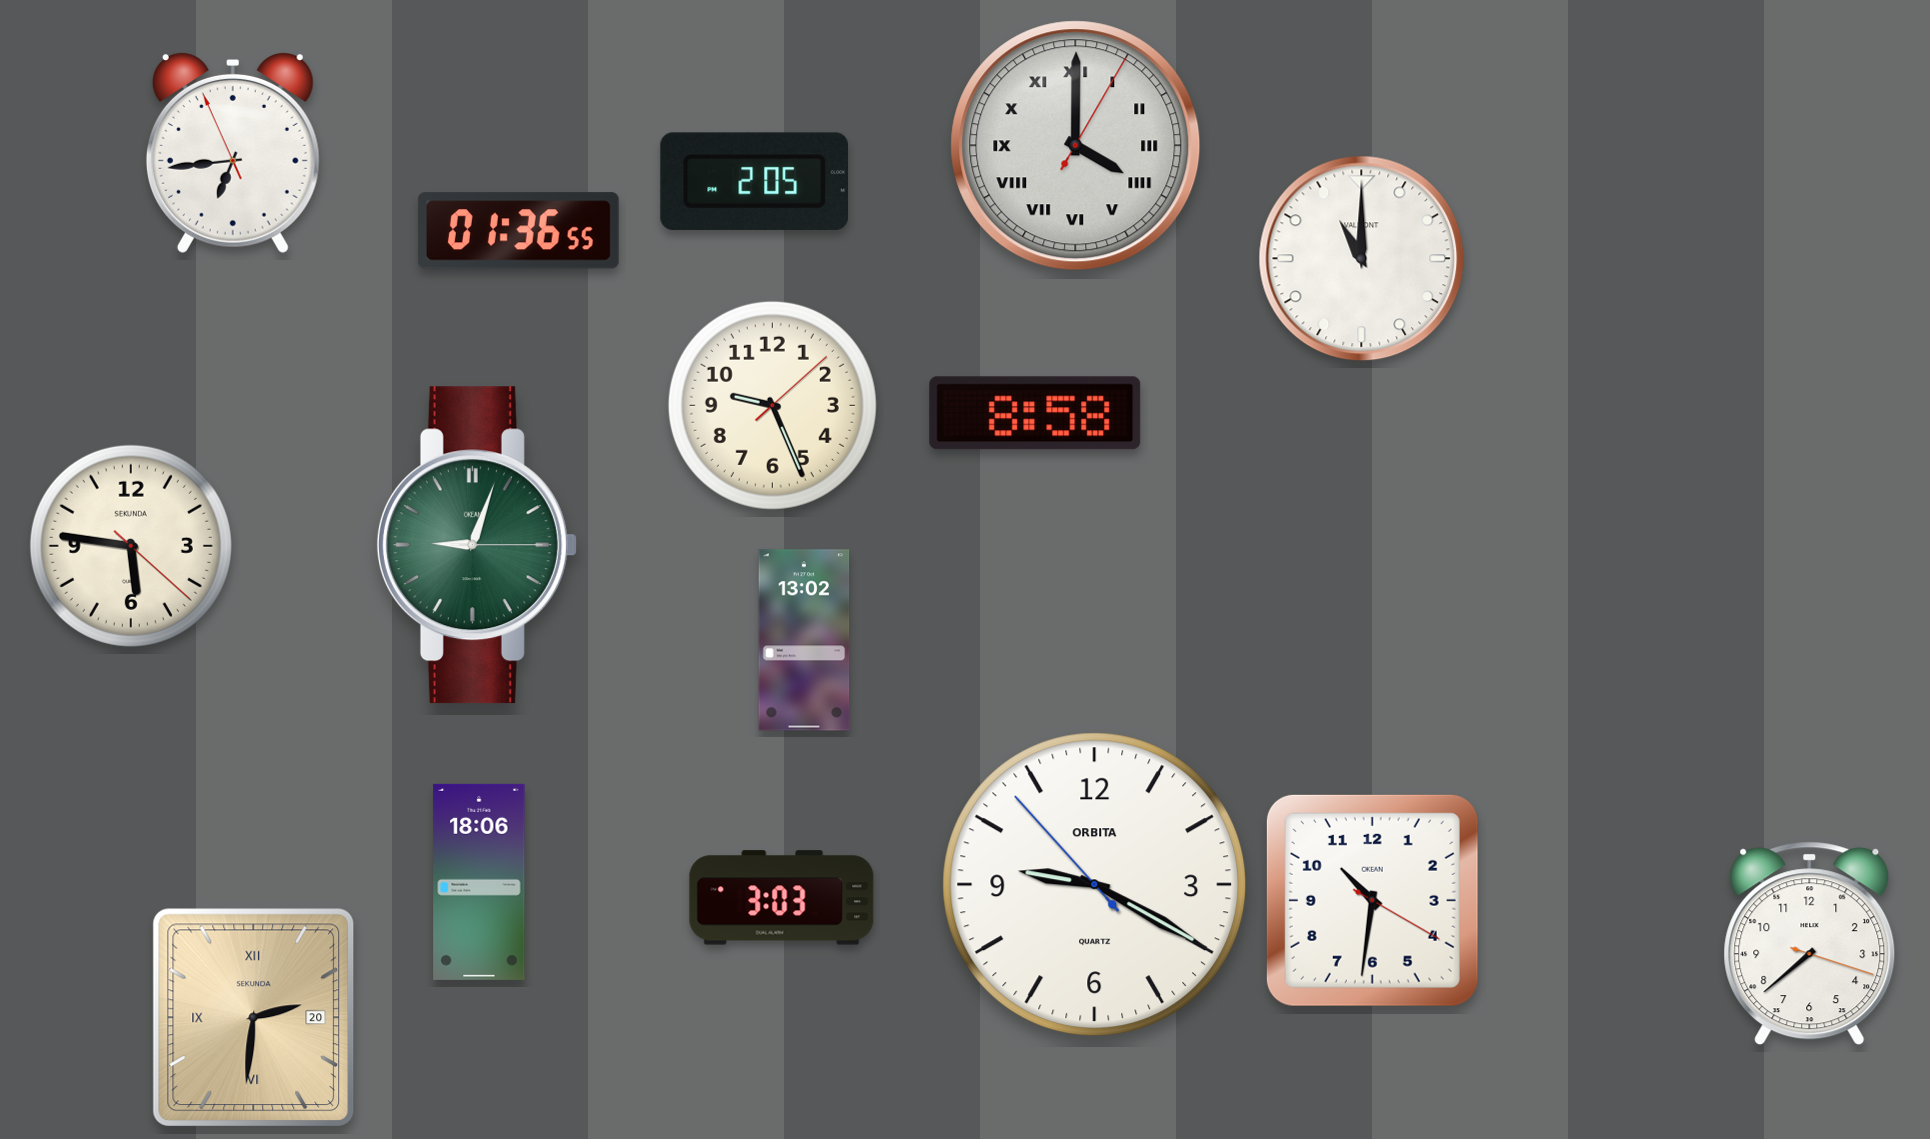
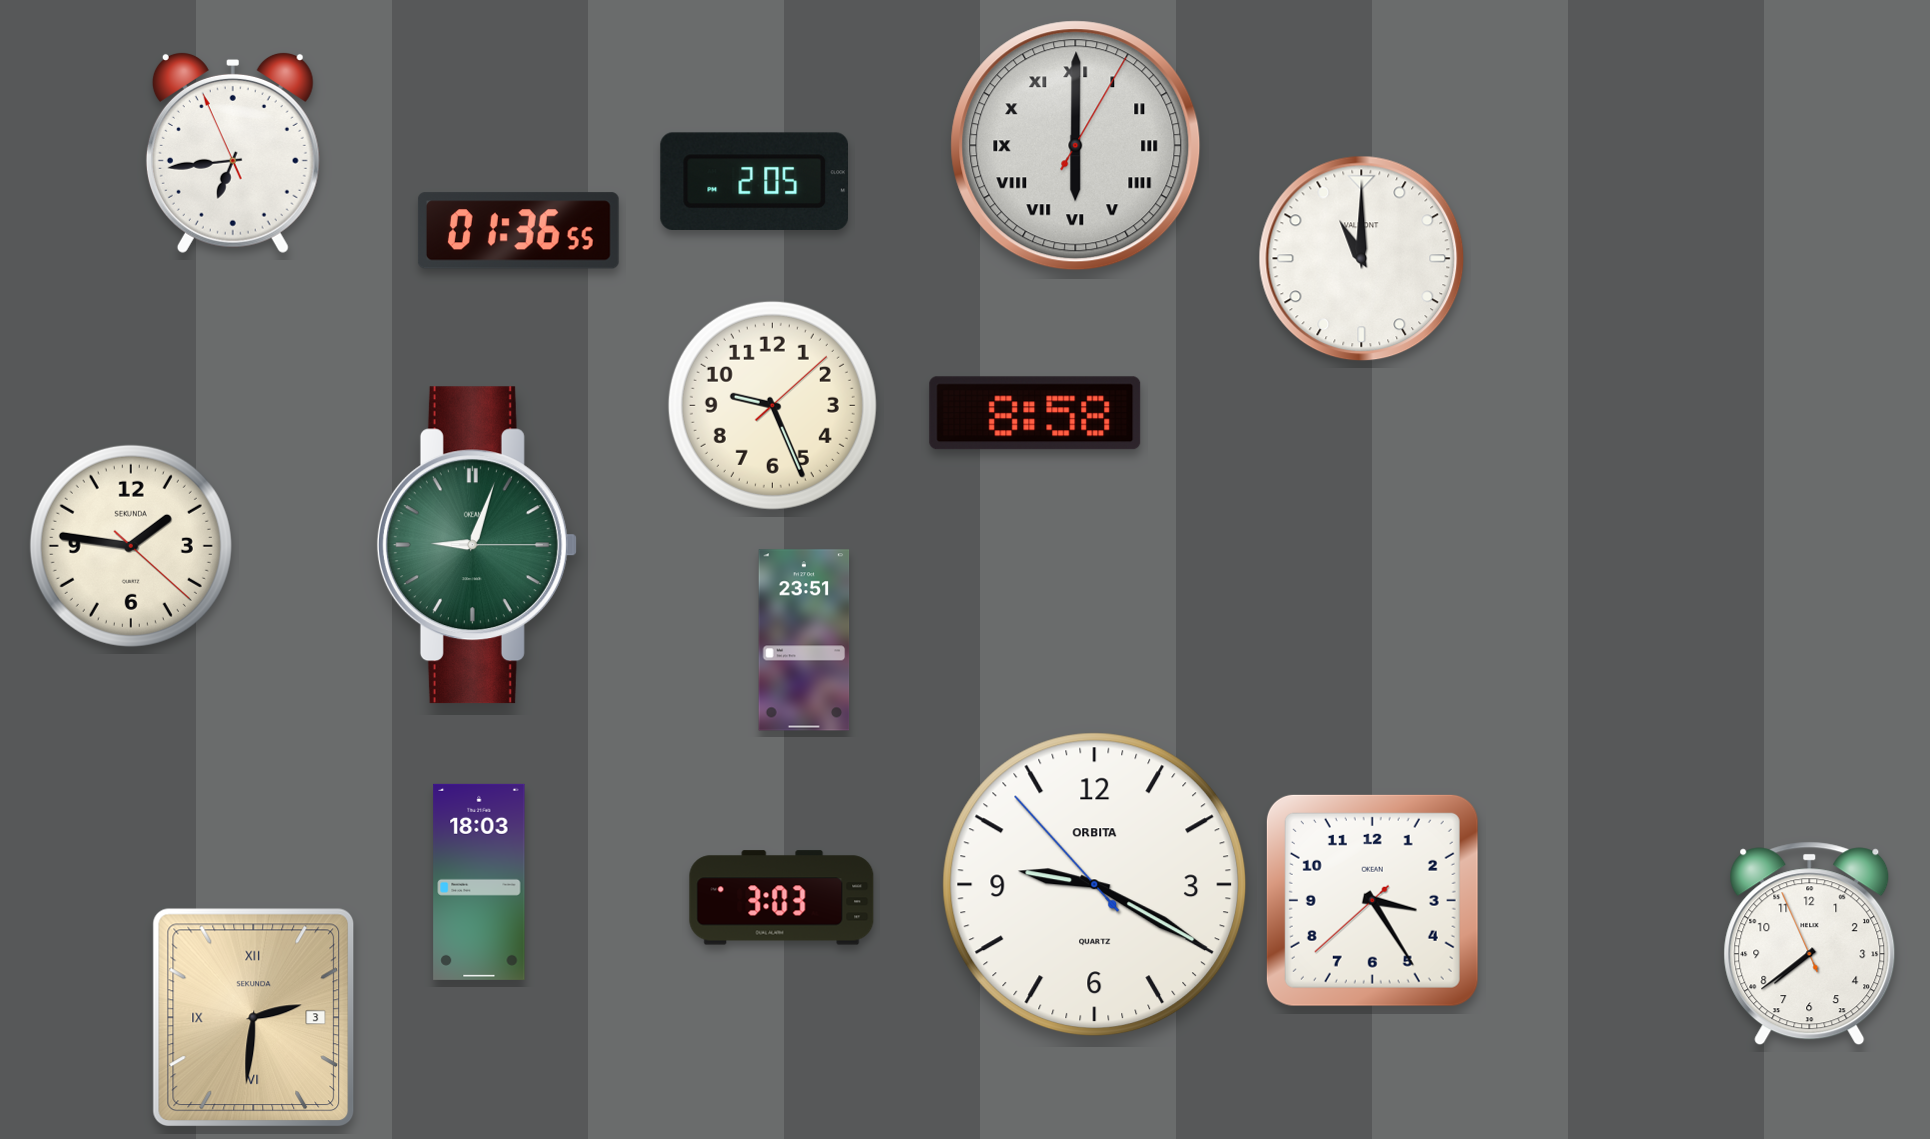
clock at (1076, 146): 4:00 -> 6:00
clock at (131, 546): 5:46 -> 1:46
clock at (804, 640): 13:02 -> 23:51
clock at (479, 882): 18:06 -> 18:03
clock at (1372, 900): 10:31 -> 3:24
clock at (1810, 944): 7:38:18 -> 7:38:56
clock at (254, 1018) date: 20 -> 3
